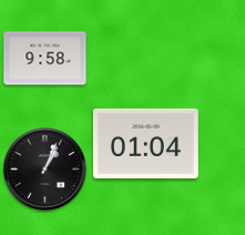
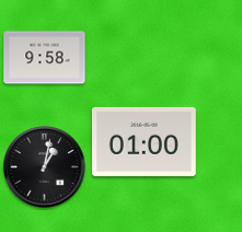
clock at (145, 143): 01:04 -> 01:00
clock at (45, 170): 1:04 -> 1:02
